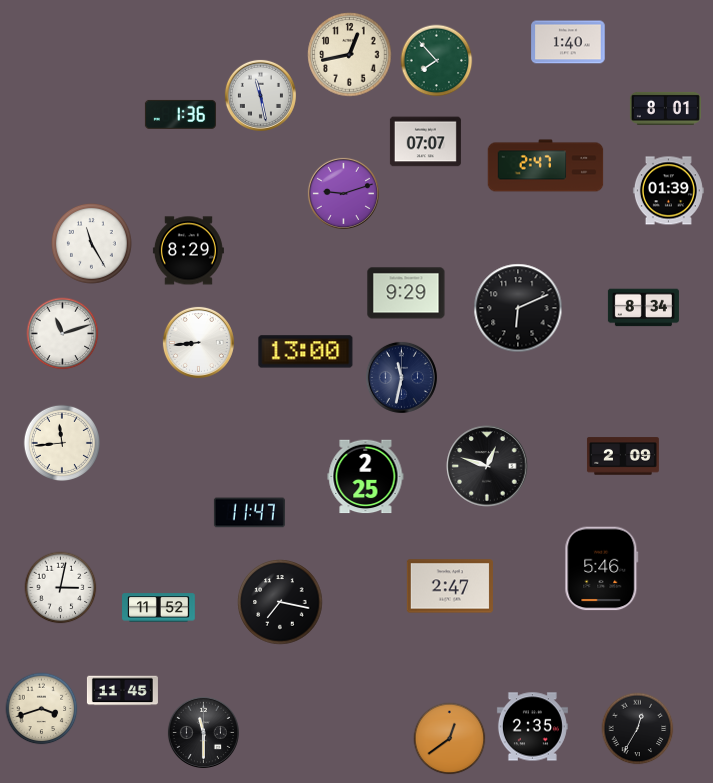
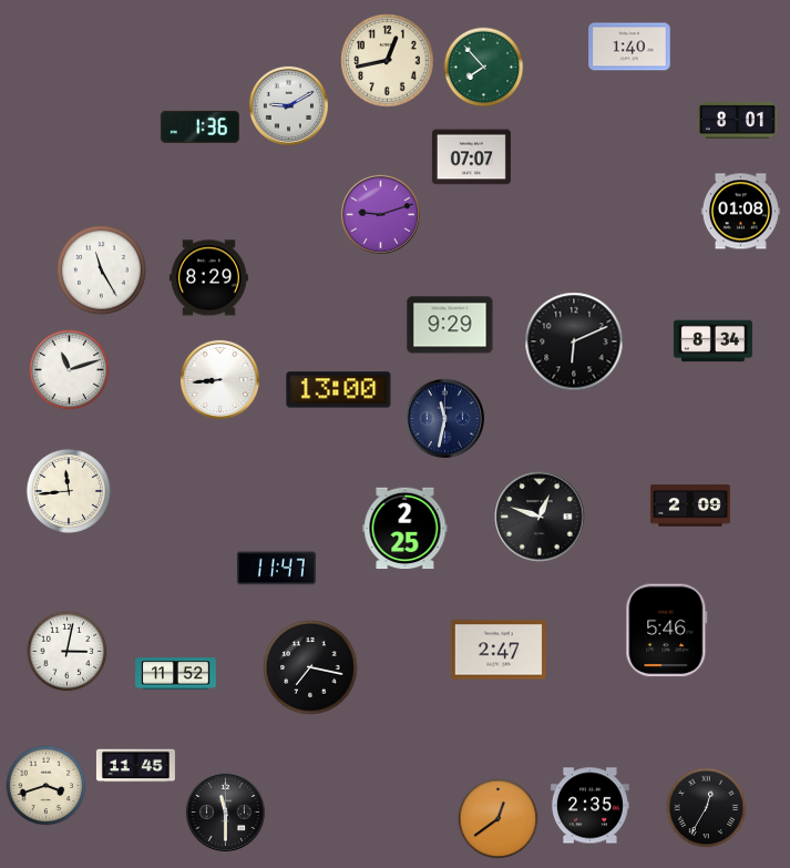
clock at (260, 95): 11:28 -> 9:10
clock at (546, 166): 2:47 -> none
clock at (668, 191): 01:39 -> 01:08
